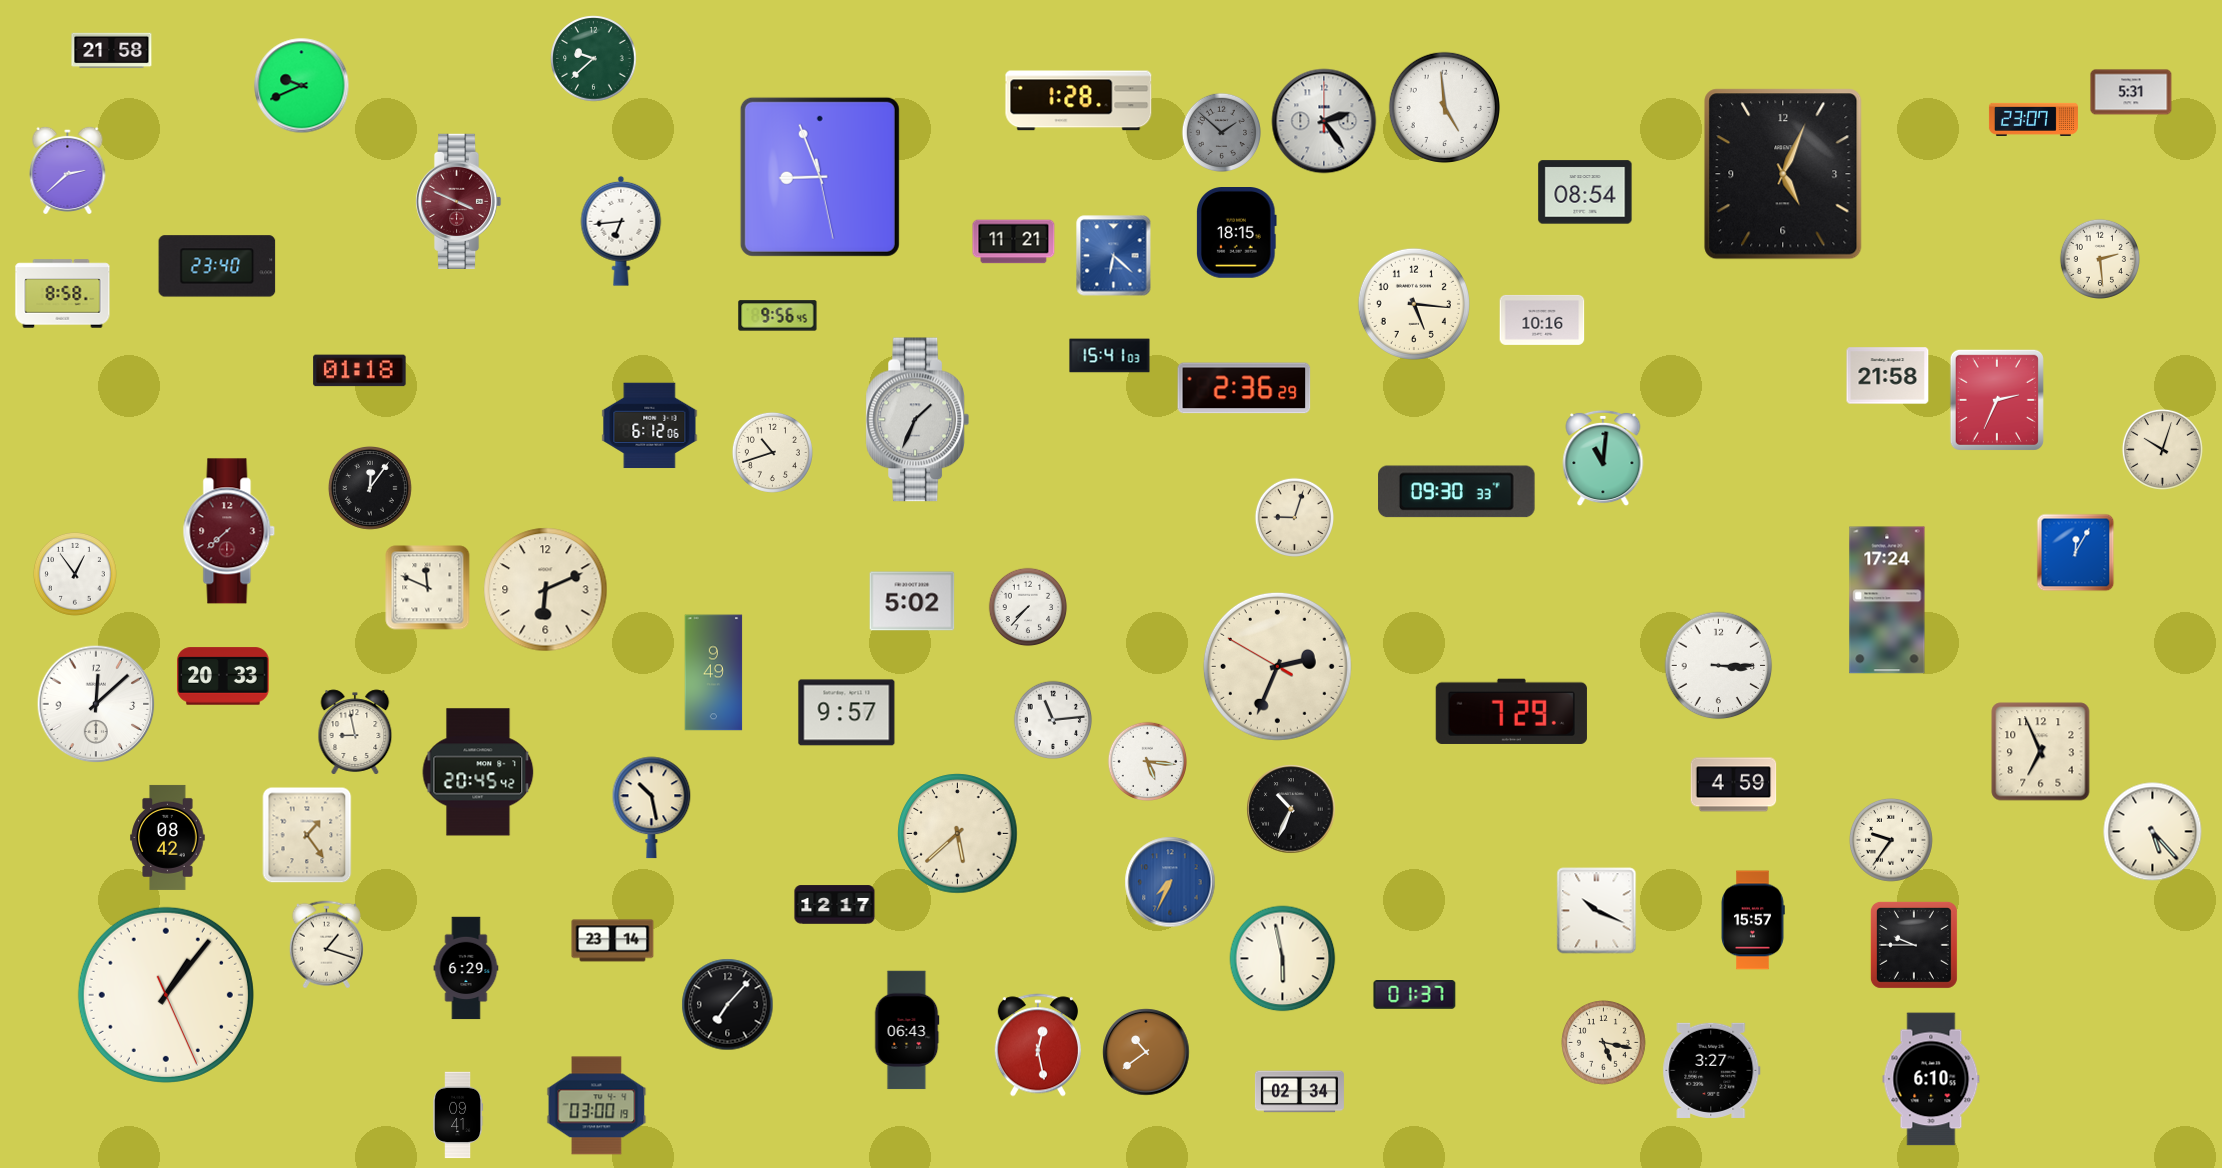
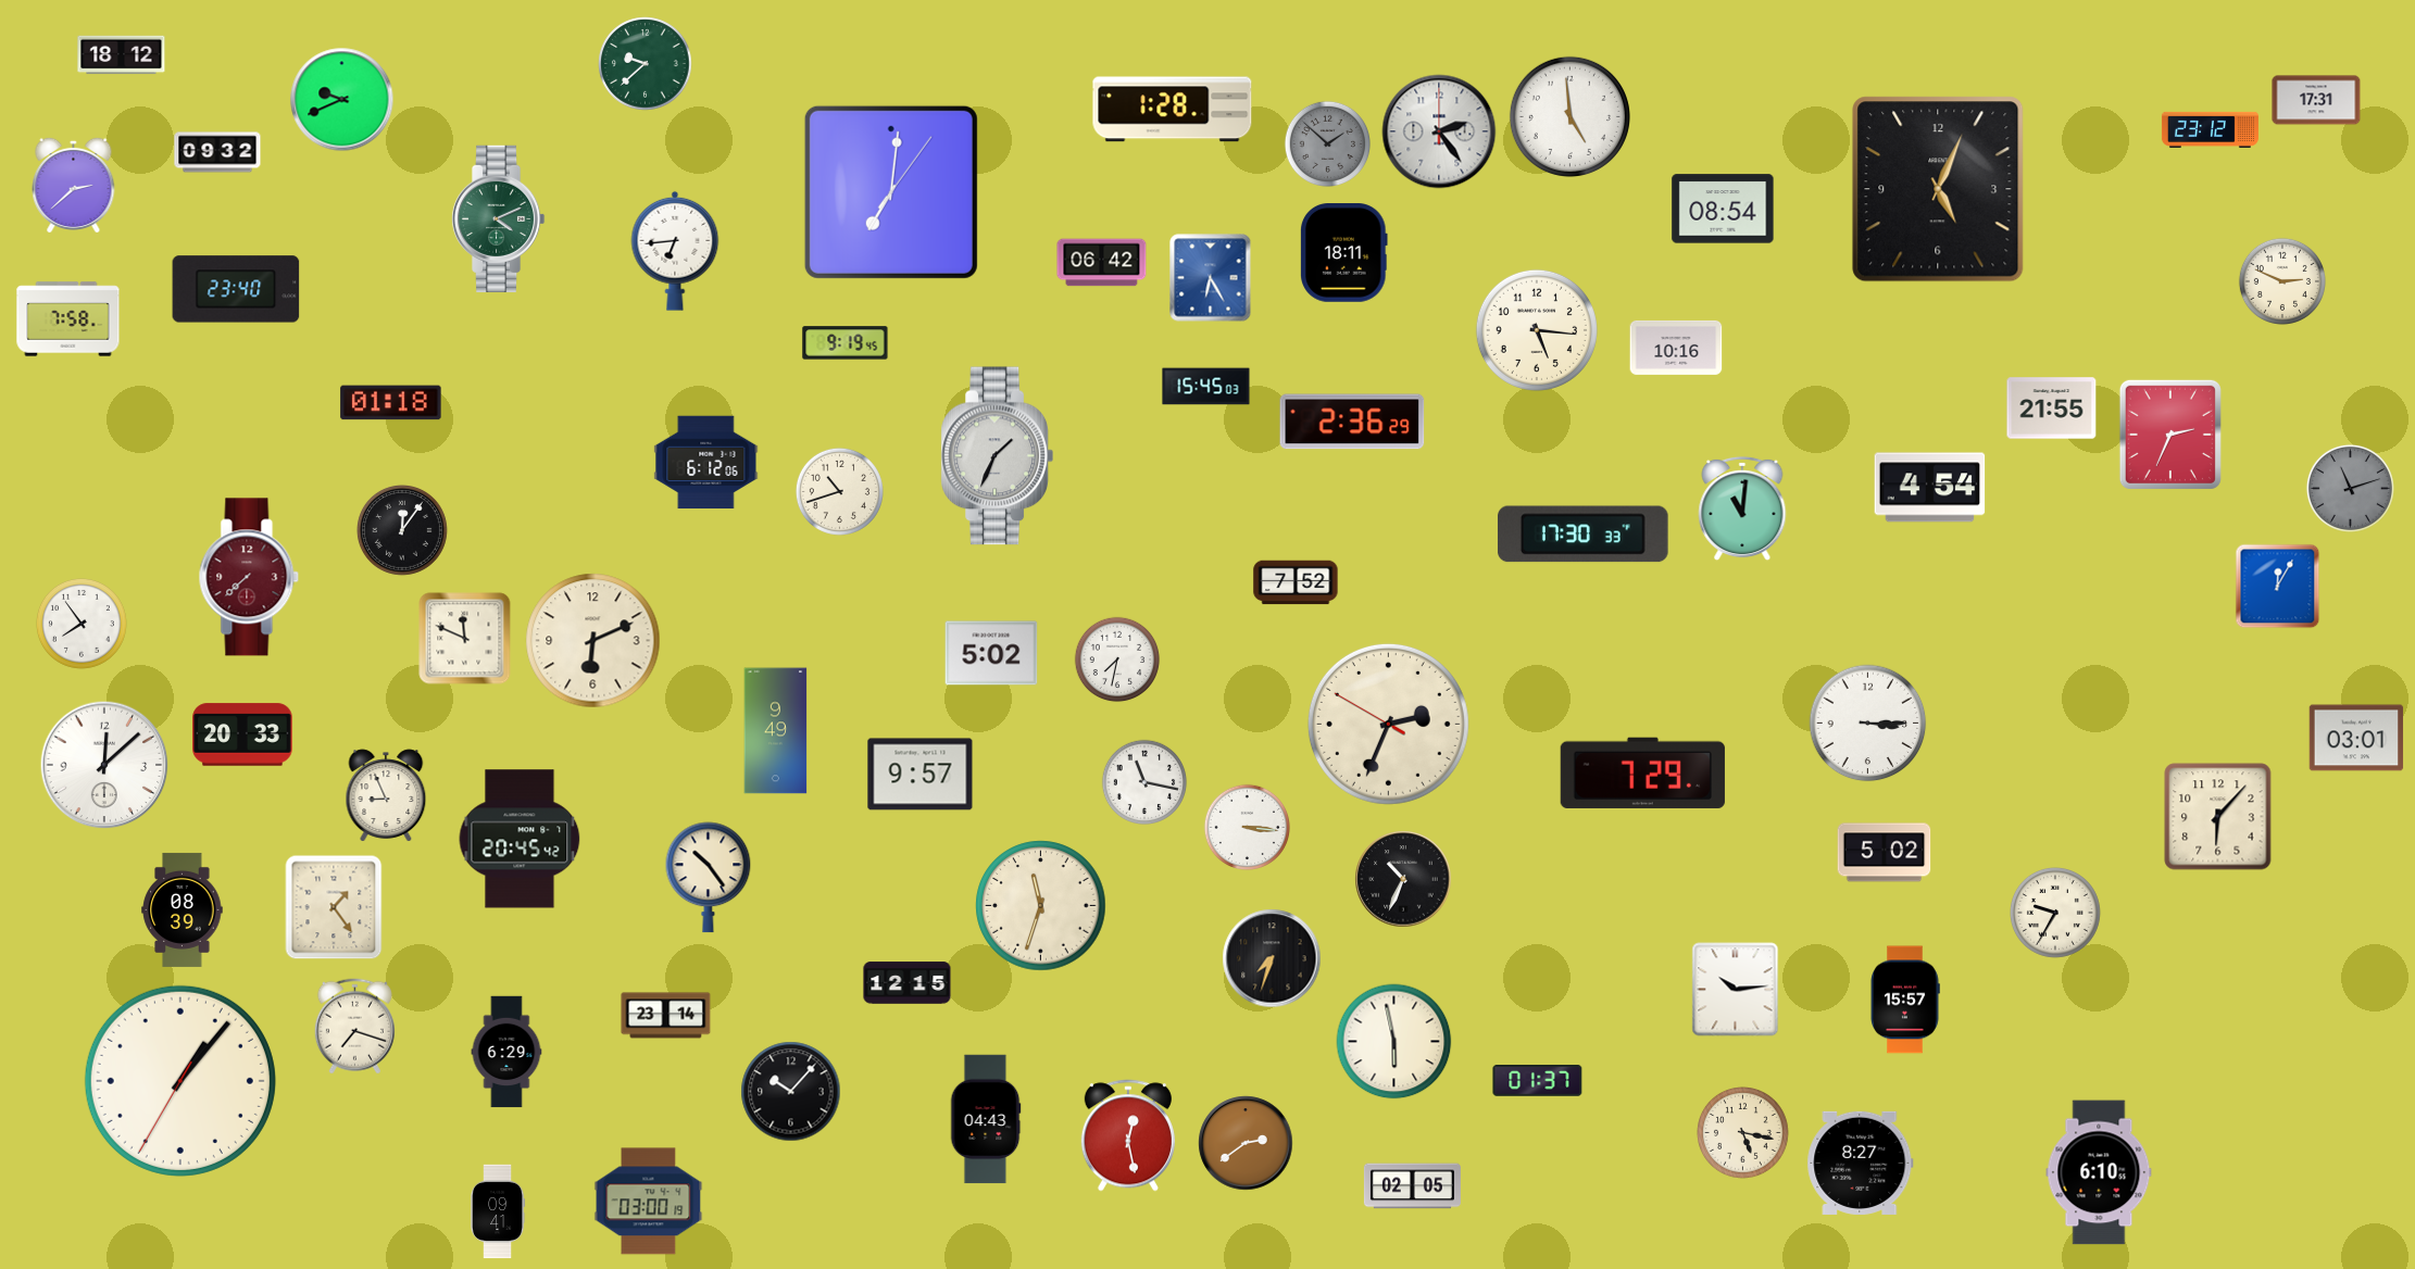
clock at (112, 51): 21:58 -> 18:12
clock at (302, 86) position: (302, 86) -> (342, 100)
clock at (2131, 92): 5:31 -> 17:31
clock at (2033, 119): 23:07 -> 23:12
clock at (217, 152): none -> 09:32
clock at (820, 177): 8:56 -> 7:01
clock at (458, 201): 3:49 -> 4:11
clock at (458, 201) dial: burgundy -> green
clock at (1237, 233): 18:15 -> 18:11
clock at (1014, 242): 11:21 -> 06:42
clock at (1114, 256): 6:22 -> 6:25
clock at (2100, 259): 2:29 -> 2:49
clock at (63, 294): 8:58 -> 7:58
clock at (778, 316): 9:56 -> 9:19
clock at (1110, 356): 15:41 -> 15:45
clock at (1888, 376): 21:58 -> 21:55
clock at (1930, 488): none -> 4:54
clock at (2162, 449): 10:03 -> 11:12
clock at (2162, 449) dial: cream -> grey
clock at (1603, 458) position: (1603, 458) -> (1742, 508)
clock at (1457, 492): 09:30 -> 17:30
clock at (1294, 517): 9:03 -> none
clock at (1296, 582): none -> 7:52
clock at (2076, 553) position: (2076, 553) -> (2278, 587)
clock at (75, 574): 12:54 -> 7:54
clock at (1887, 600): 17:24 -> none
clock at (1028, 607): 7:37 -> 7:32
clock at (2356, 738): none -> 03:01
clock at (1053, 720): 11:14 -> 11:17
clock at (355, 732): 8:58 -> 8:56
clock at (2041, 752): 6:56 -> 6:07
clock at (1147, 761): 5:16 -> 3:16
clock at (1734, 785): 4:59 -> 5:02
clock at (652, 808): 10:28 -> 10:24
clock at (2153, 832): 5:23 -> none
clock at (958, 834): 5:38 -> 11:33
clock at (168, 837): 08:42 -> 08:39
clock at (1891, 840): 9:36 -> 9:35
clock at (1170, 882): 7:34 -> 7:33
clock at (1170, 882) dial: blue -> black
clock at (835, 905): 12:17 -> 12:15
clock at (1597, 911): 10:19 -> 10:14
clock at (613, 941) position: (613, 941) -> (666, 1016)
clock at (326, 945): 1:18 -> 7:18
clock at (1914, 945): 9:45 -> none
clock at (166, 995): 1:06:26 -> 1:06:35
clock at (728, 1005): 7:07 -> 10:07
clock at (907, 1030): 06:43 -> 04:43
clock at (1146, 1052): 10:39 -> 2:39
clock at (1712, 1070): 3:27 -> 8:27
clock at (1299, 1092): 02:34 -> 02:05
